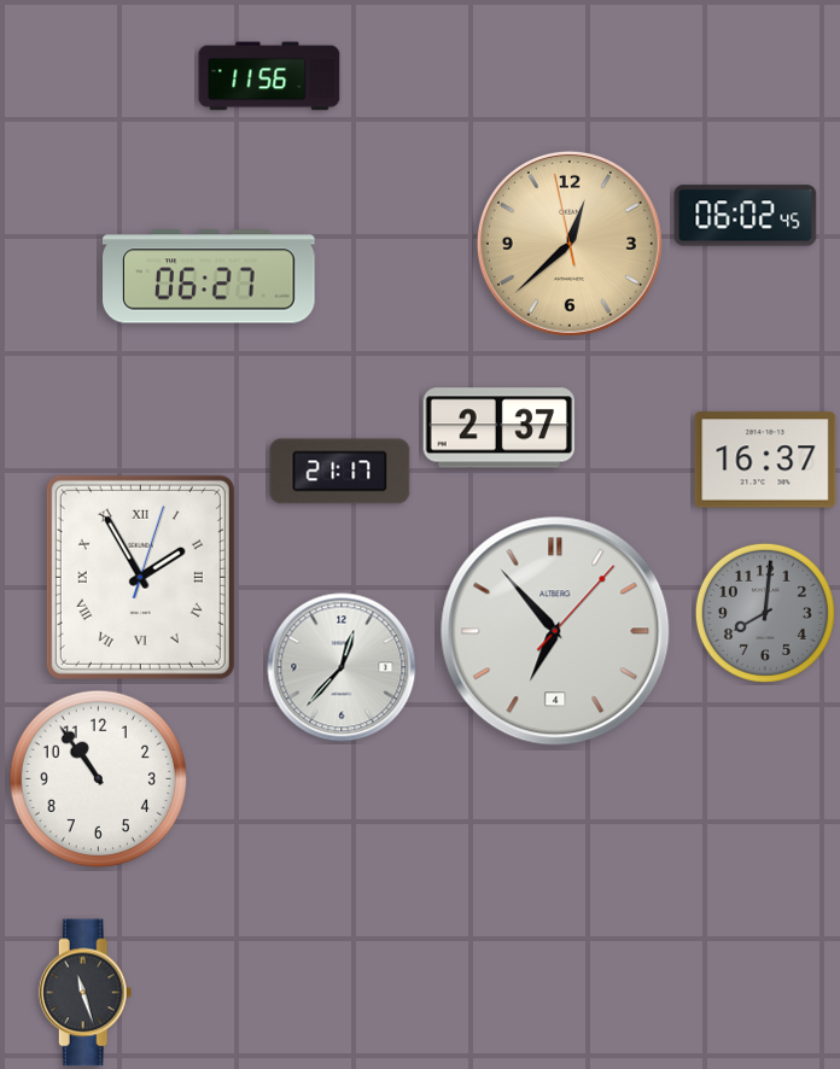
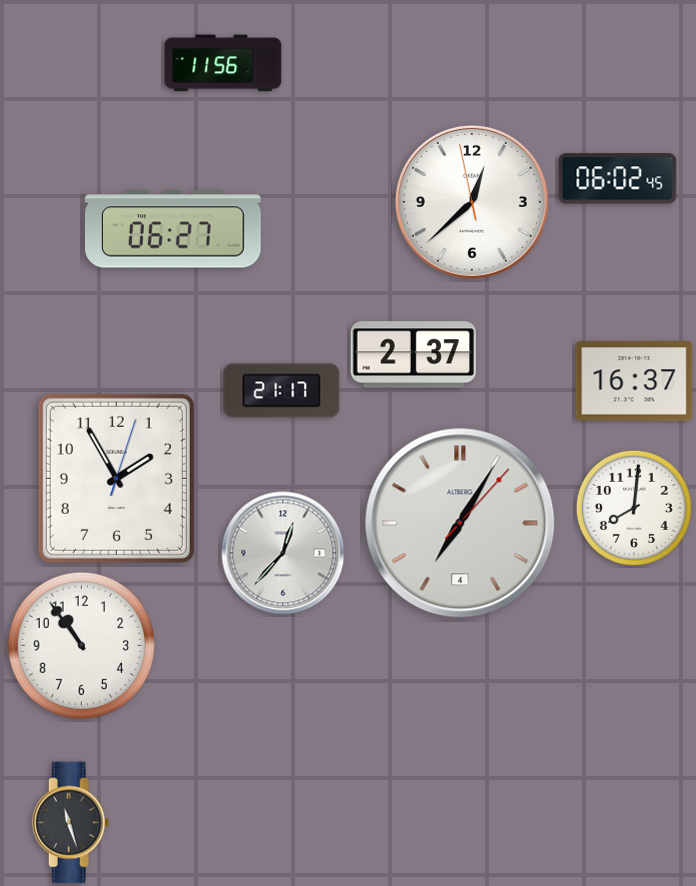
clock at (570, 244) dial: champagne -> white
clock at (140, 577) numerals: Roman -> Arabic
clock at (765, 613) dial: grey -> white
clock at (555, 631): 6:53 -> 7:05
